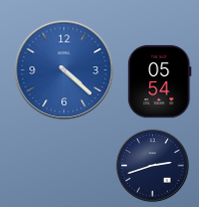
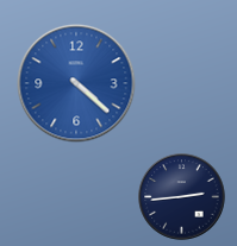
clock at (160, 82): 05:54 -> none
clock at (153, 166): 2:42 -> 2:44
